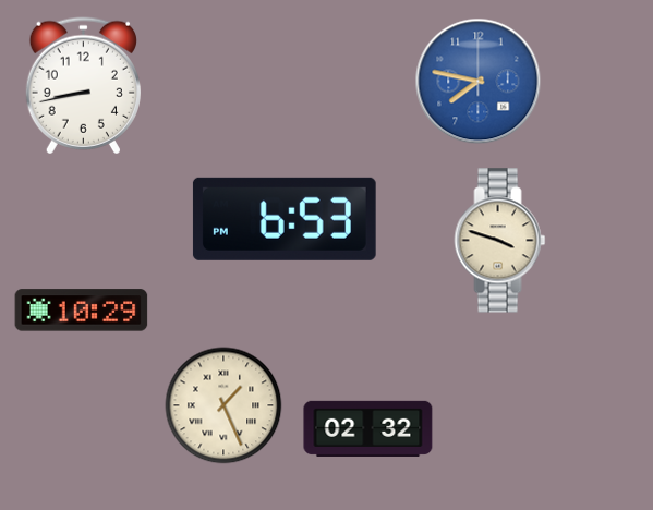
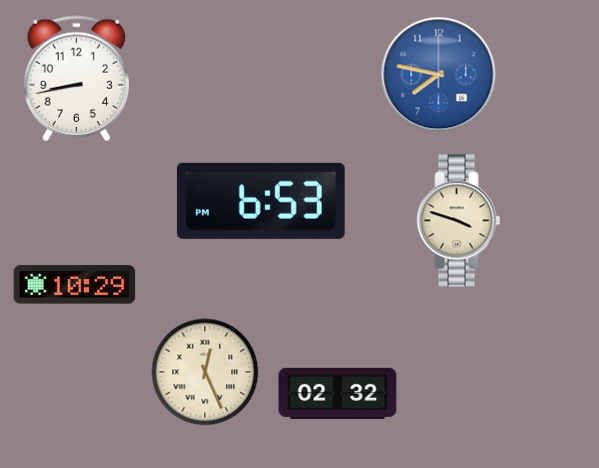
clock at (223, 405): 1:26 -> 12:26
